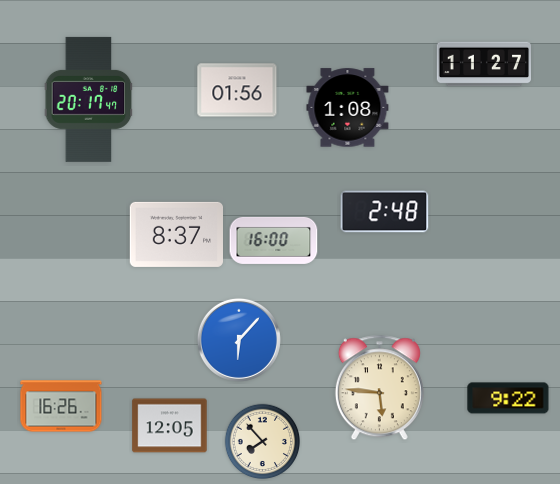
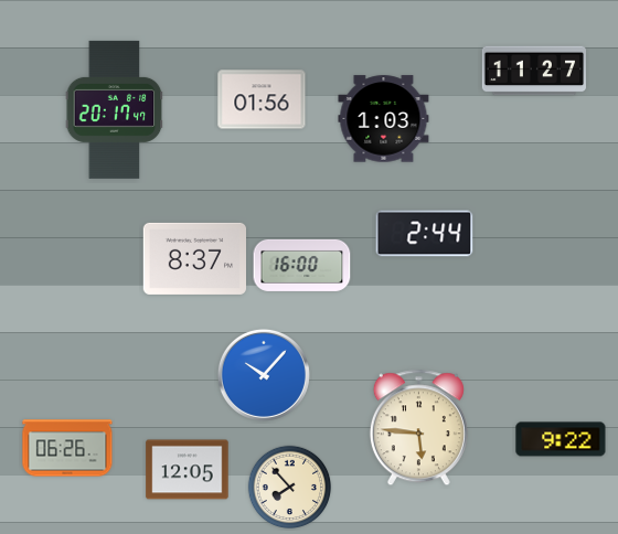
clock at (89, 99) position: (89, 99) -> (115, 109)
clock at (348, 108): 1:08 -> 1:03
clock at (385, 212): 2:48 -> 2:44
clock at (239, 340): 6:07 -> 10:07
clock at (61, 406): 16:26 -> 06:26
